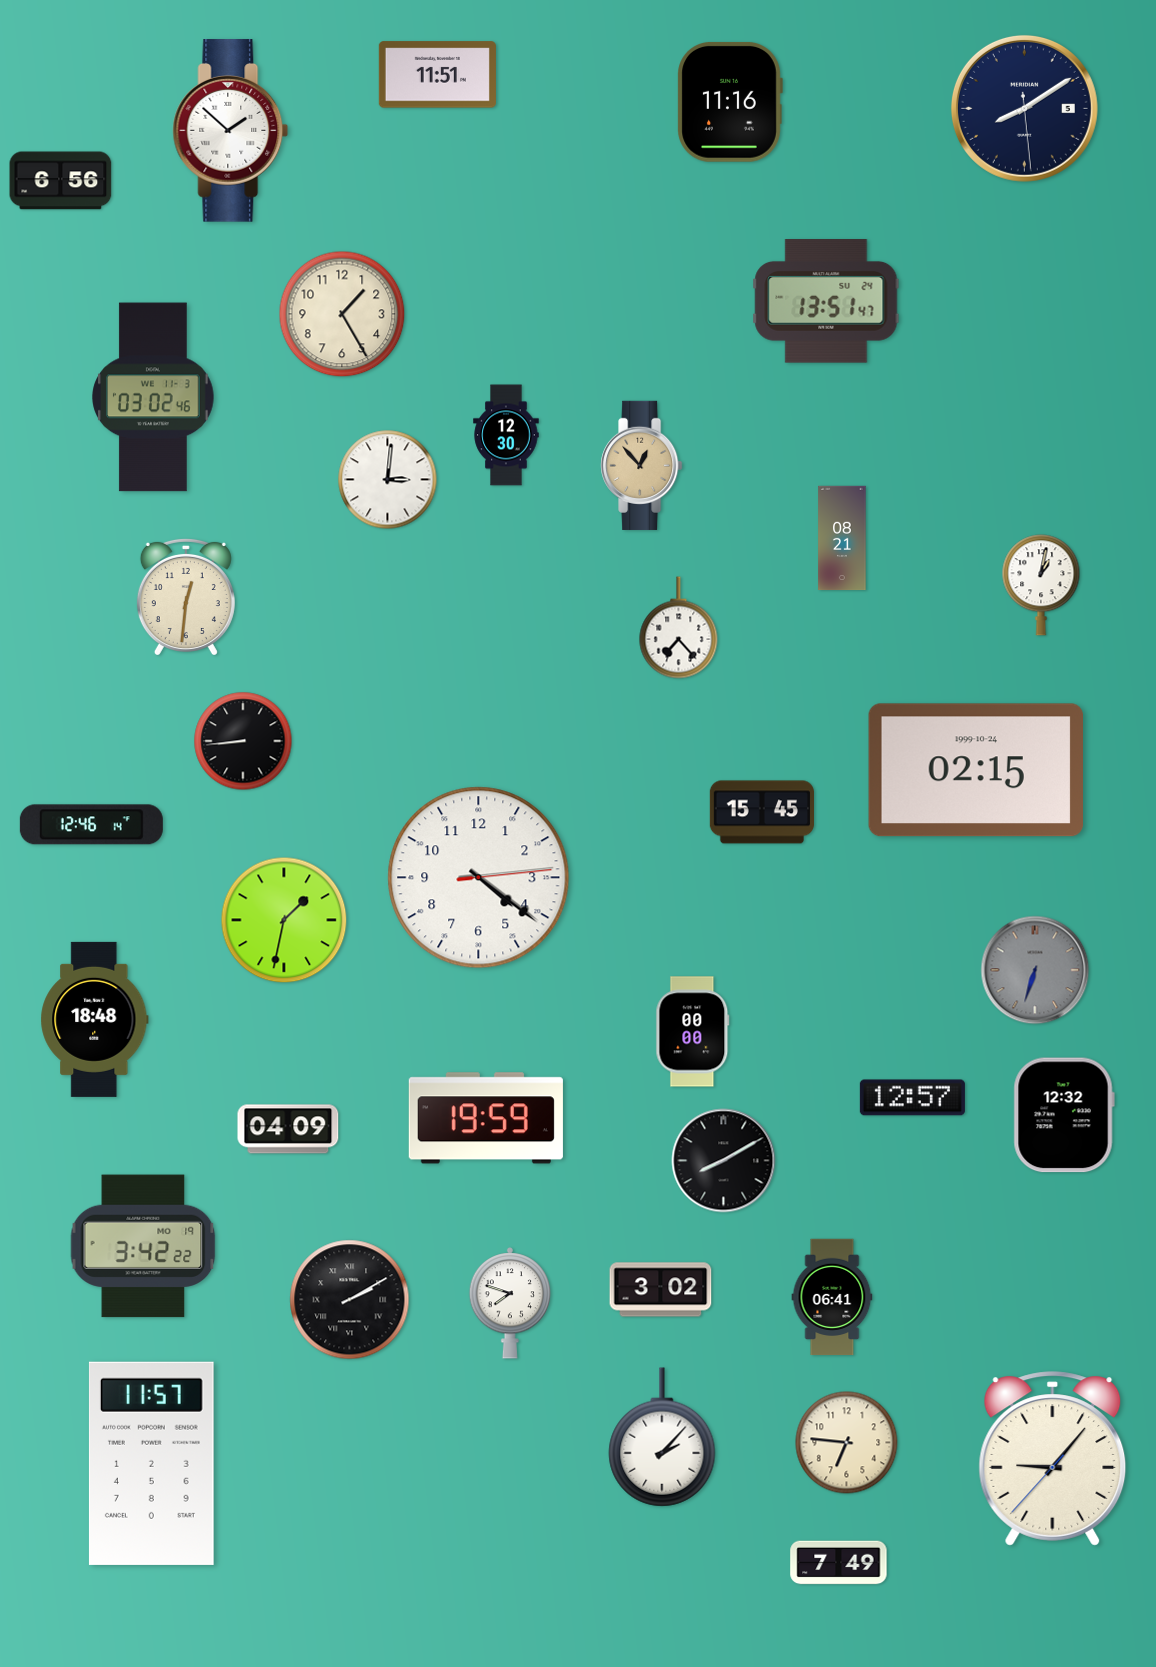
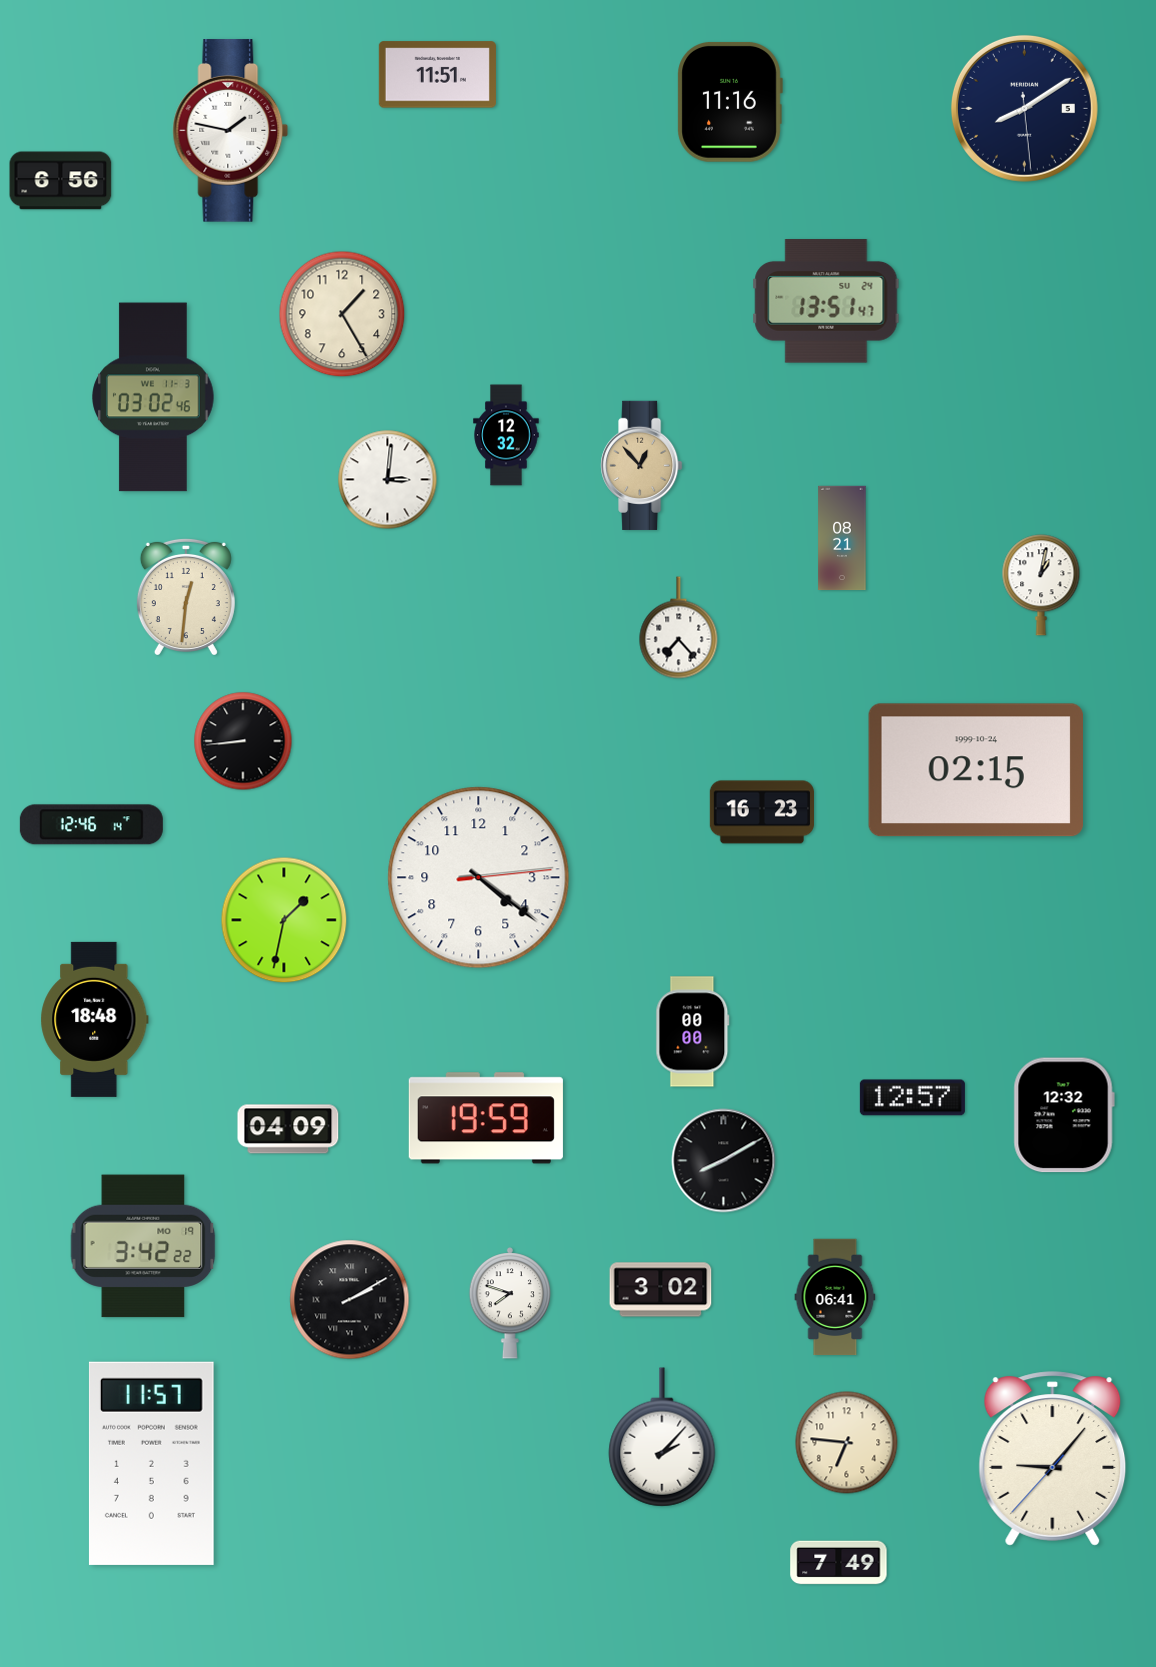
clock at (231, 131): 1:52 -> 1:47
clock at (506, 435): 12:30 -> 12:32
clock at (761, 812): 15:45 -> 16:23
clock at (1035, 970): 6:33 -> none
clock at (832, 1297) position: (832, 1297) -> (835, 1297)
